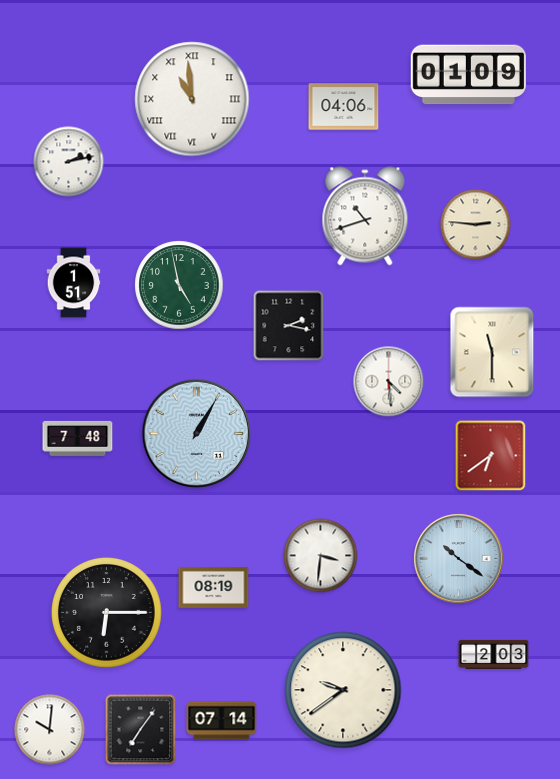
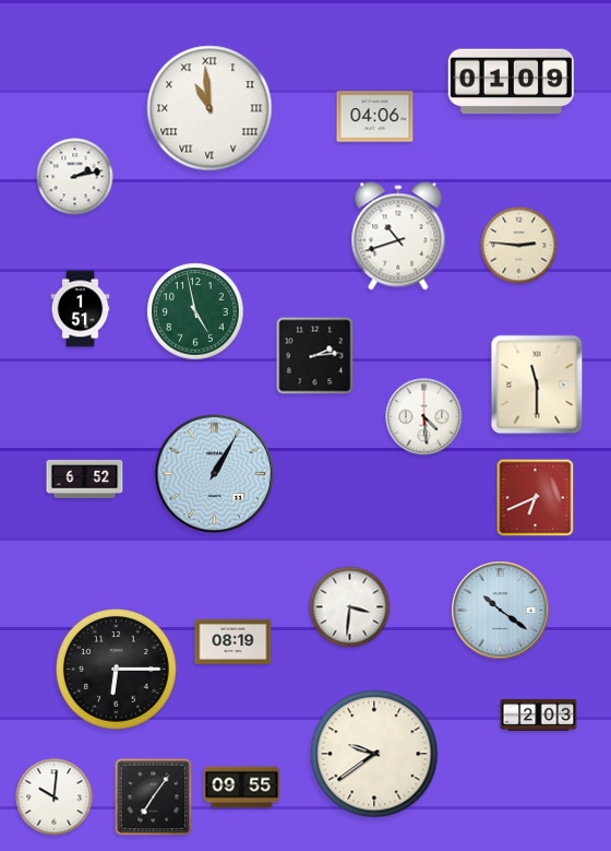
clock at (289, 326): 2:17 -> 2:14
clock at (78, 438): 7:48 -> 6:52
clock at (491, 456): 6:39 -> 6:41
clock at (222, 721): 07:14 -> 09:55
